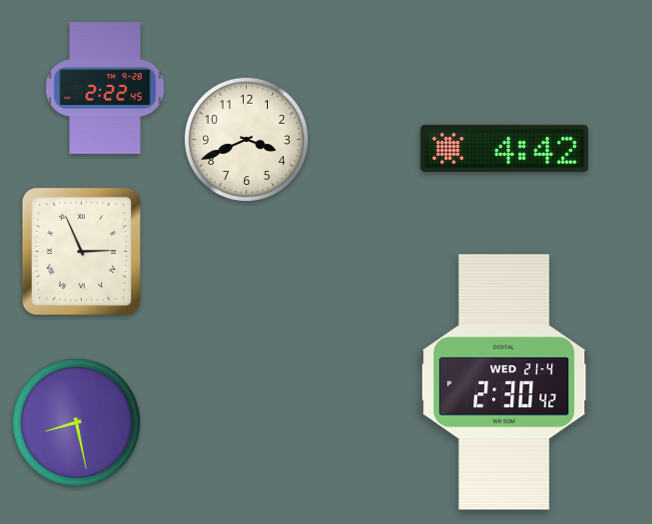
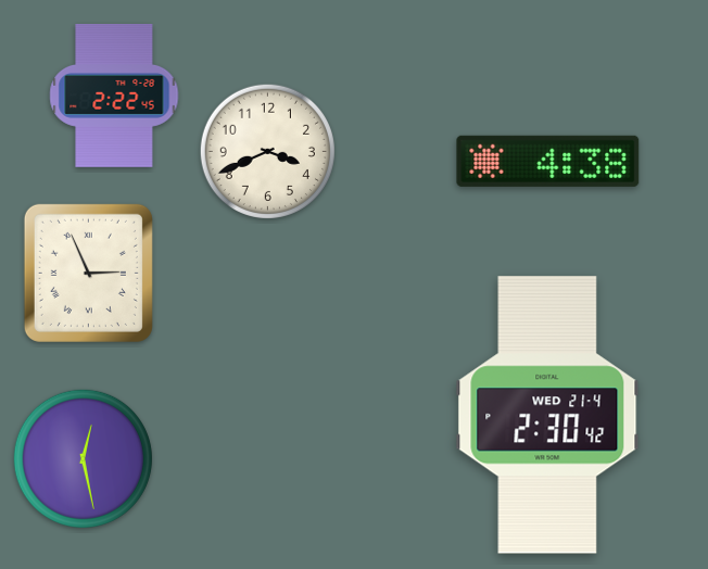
clock at (505, 148): 4:42 -> 4:38
clock at (76, 422): 8:28 -> 12:28
